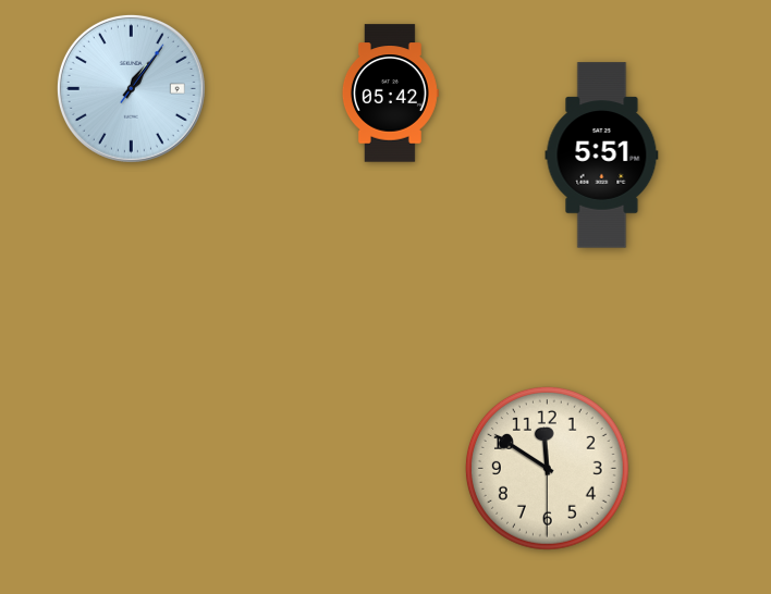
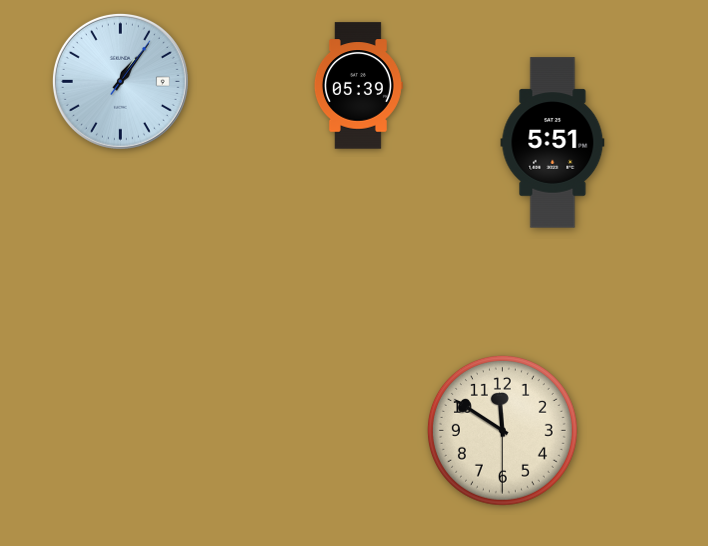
clock at (390, 94): 05:42 -> 05:39
